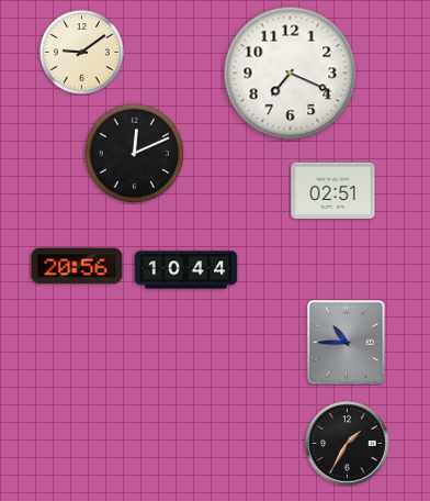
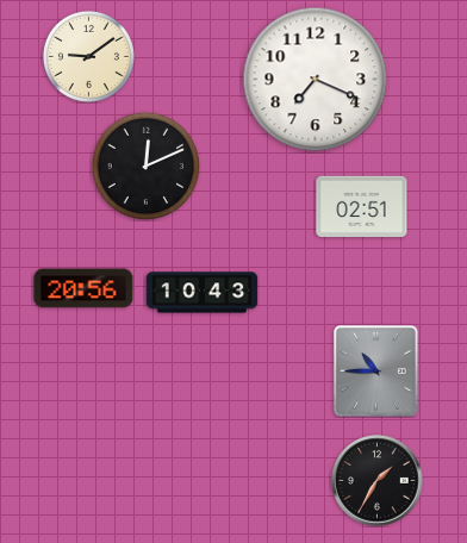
clock at (186, 270): 10:44 -> 10:43
